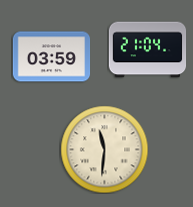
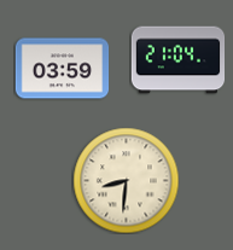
clock at (104, 149): 11:31 -> 8:31
